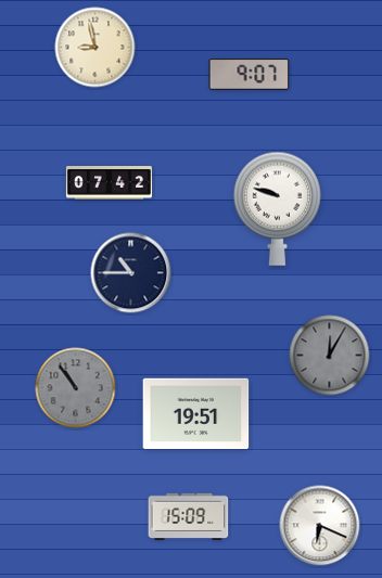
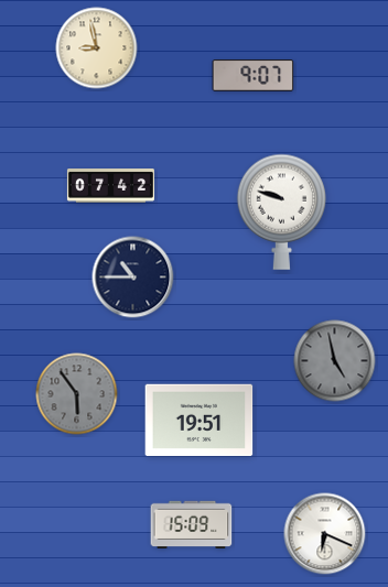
clock at (330, 356): 12:05 -> 4:58
clock at (76, 388): 10:54 -> 5:54
